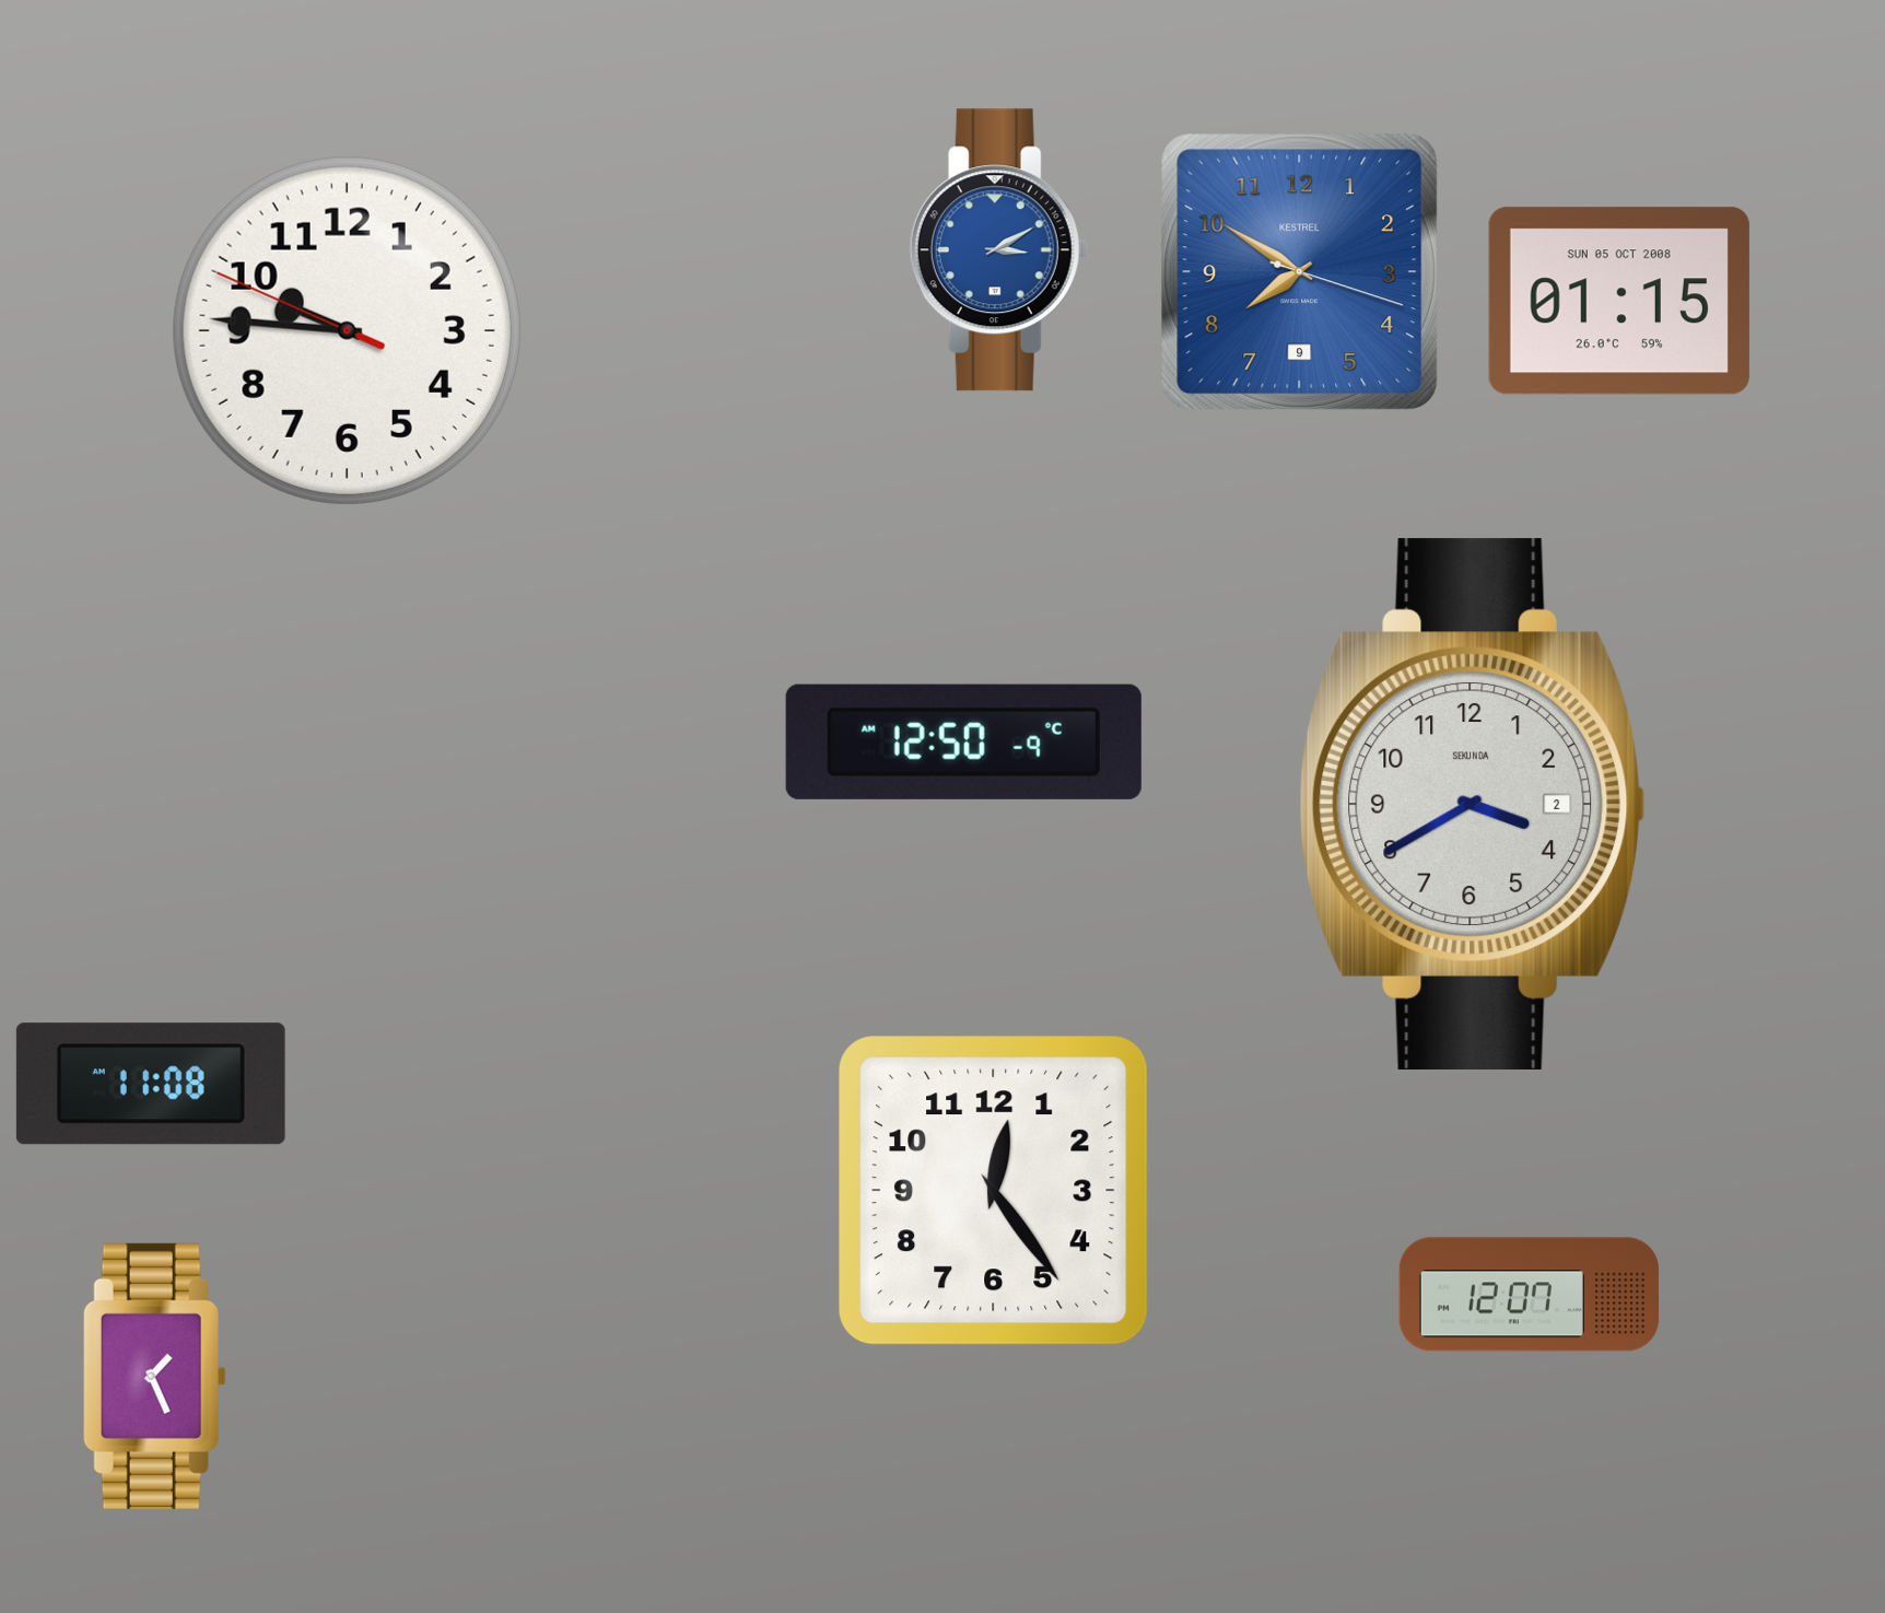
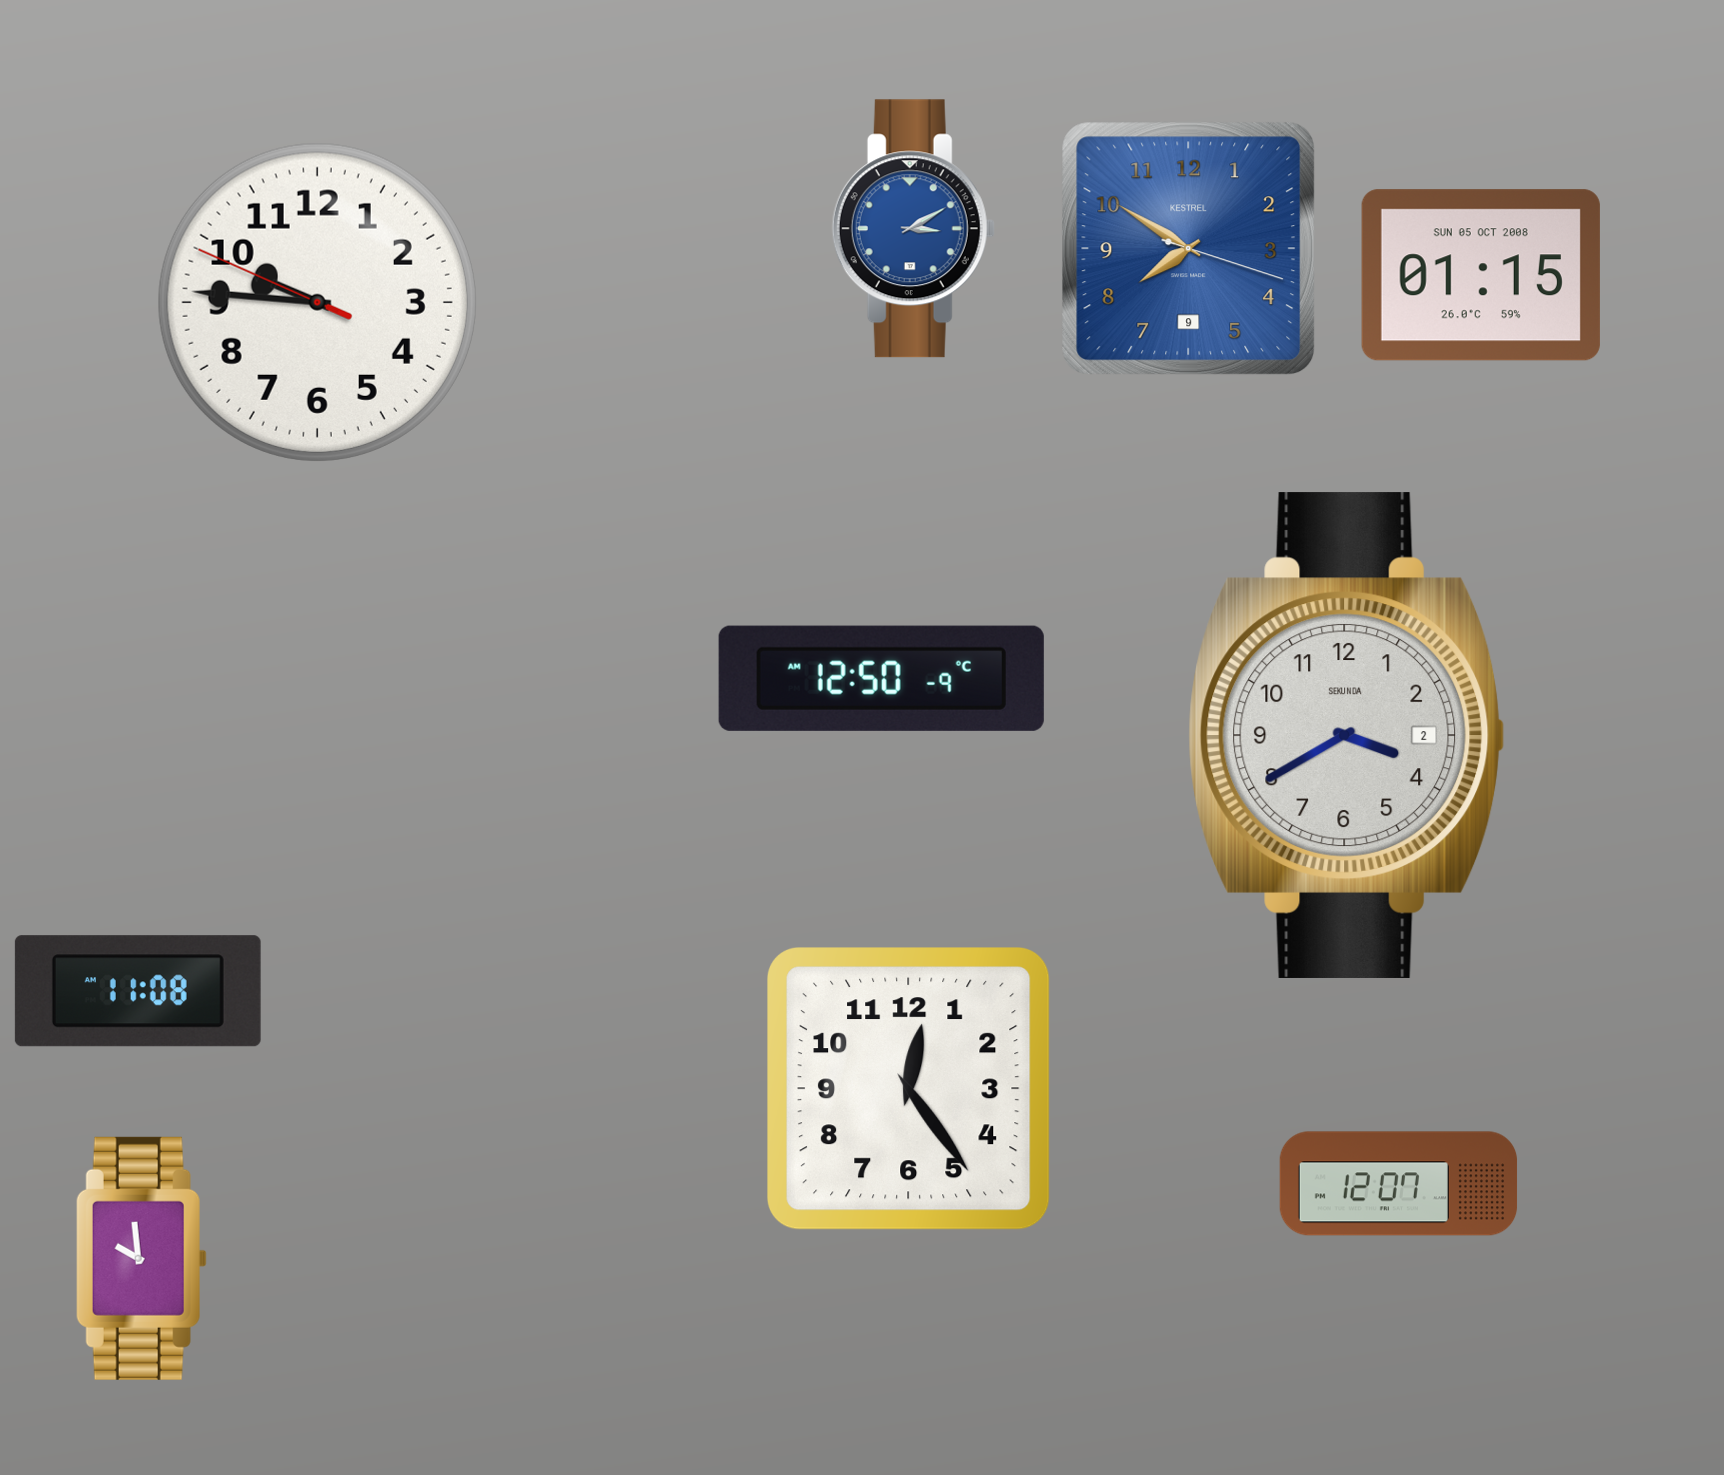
clock at (154, 1376): 1:26 -> 9:59
